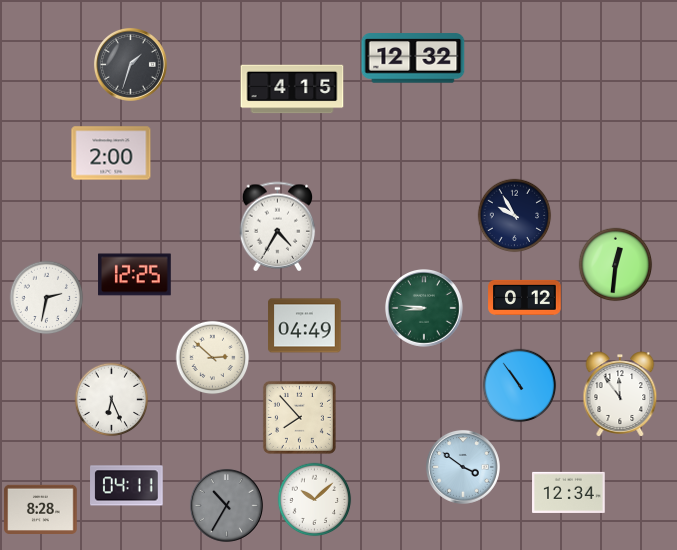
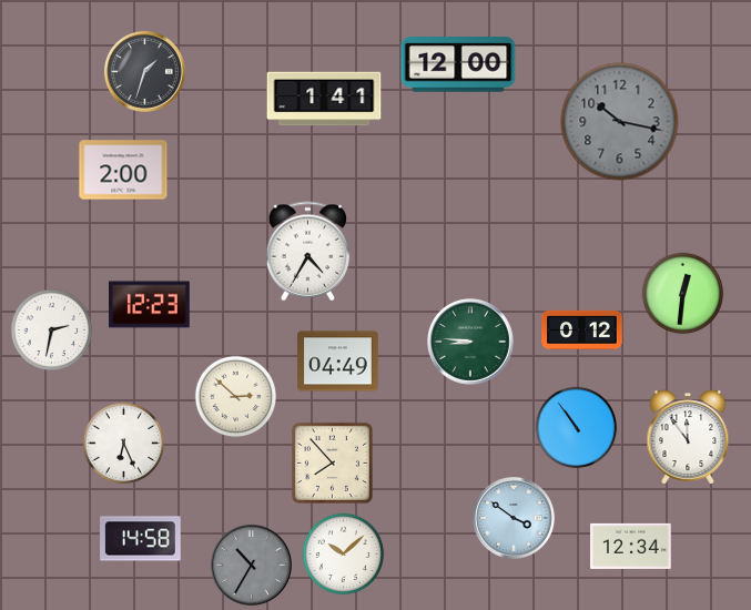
clock at (413, 58): 12:32 -> 12:00
clock at (292, 89): 4:15 -> 1:41
clock at (620, 122): none -> 10:17
clock at (515, 216): 9:55 -> none
clock at (135, 275): 12:25 -> 12:23
clock at (127, 486): 04:11 -> 14:58
clock at (315, 500) position: (315, 500) -> (344, 555)
clock at (226, 505) position: (226, 505) -> (251, 565)
clock at (41, 509): 8:28 -> none
